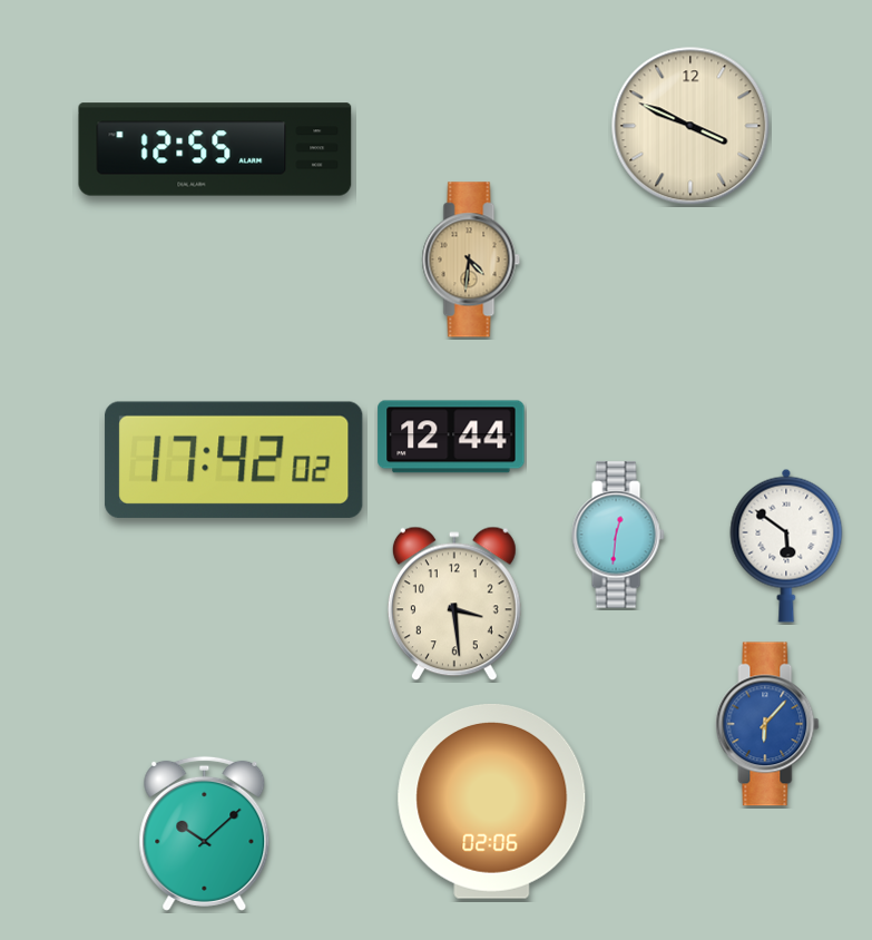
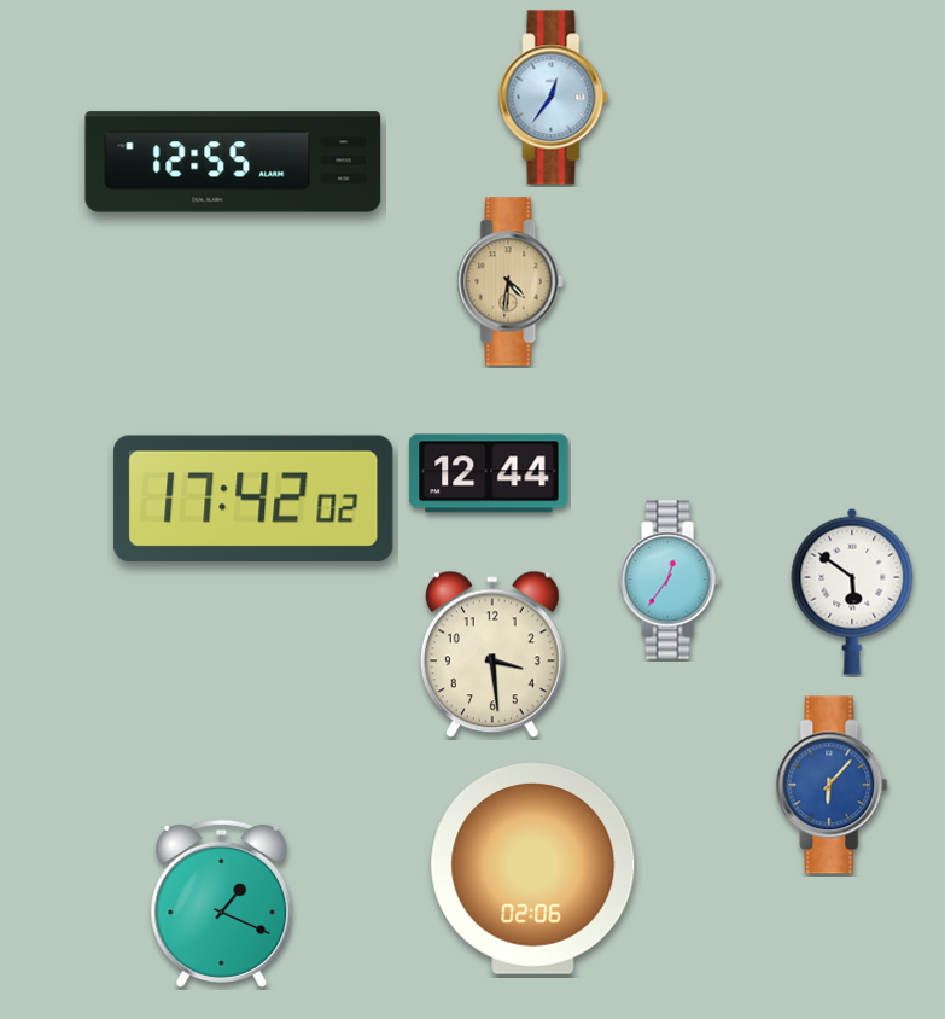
clock at (554, 98): none -> 12:36
clock at (690, 126): 3:49 -> none
clock at (618, 535): 12:31 -> 12:36
clock at (205, 833): 10:08 -> 1:19
